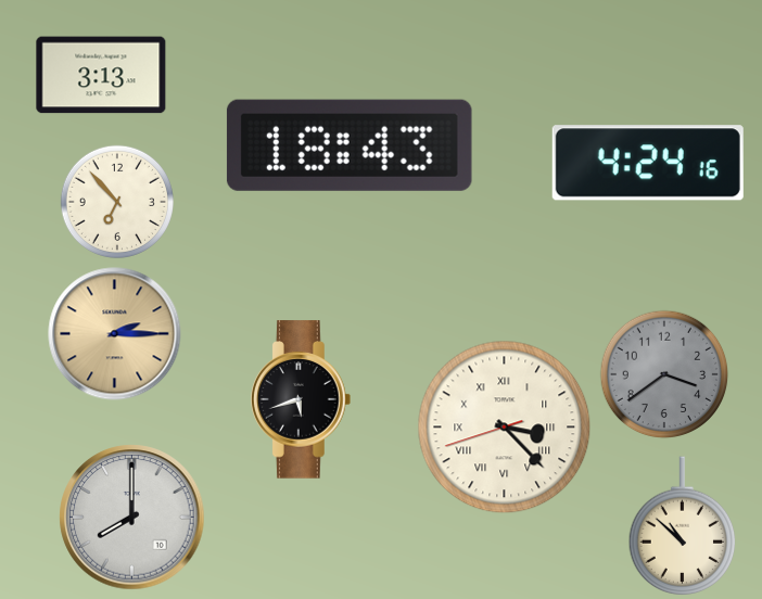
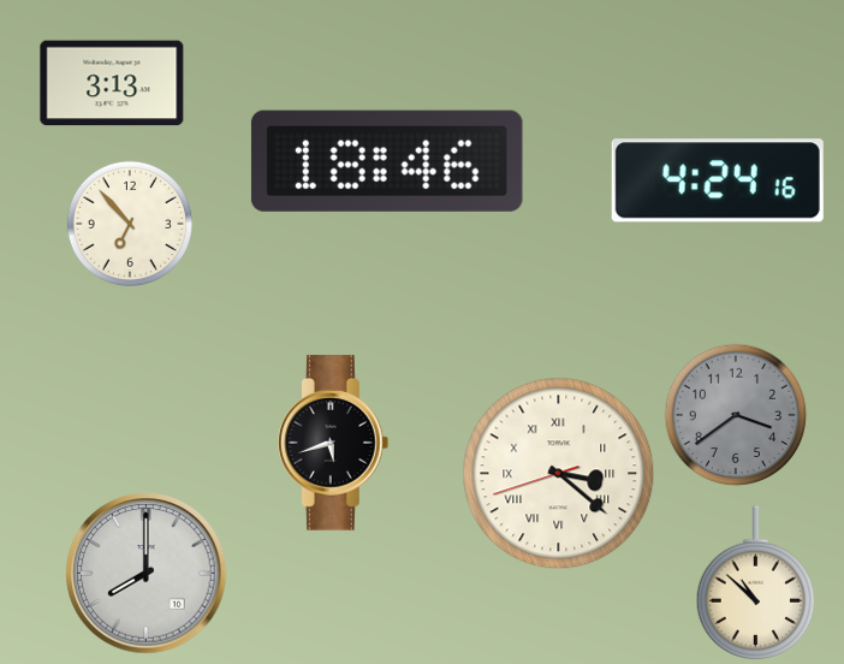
clock at (350, 145): 18:43 -> 18:46
clock at (115, 334): 2:15 -> none
clock at (505, 428): 3:22 -> 3:21
